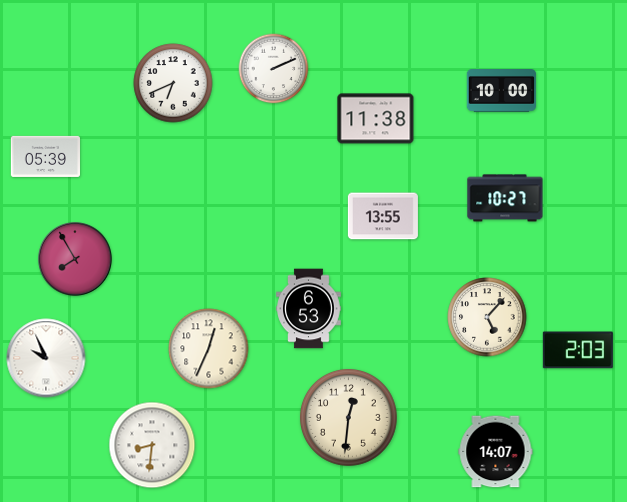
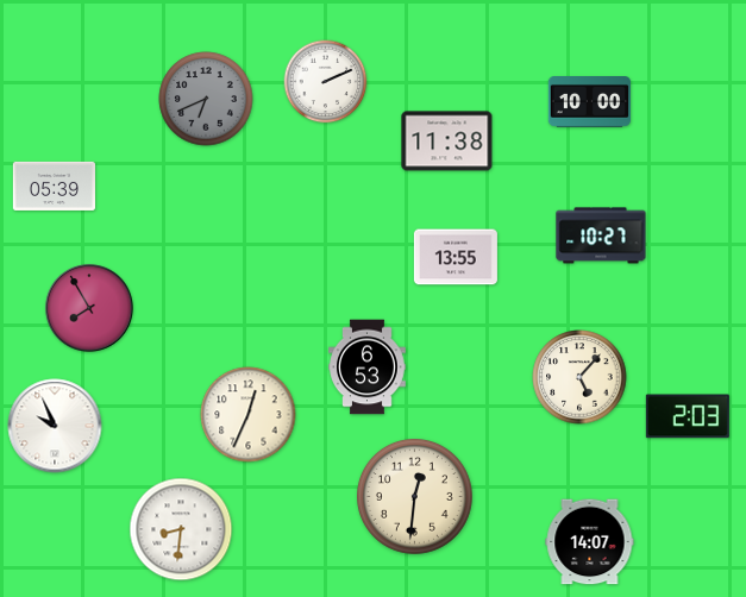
clock at (173, 83) dial: white -> grey
clock at (501, 91) position: (501, 91) -> (589, 102)
clock at (496, 452) position: (496, 452) -> (590, 542)
